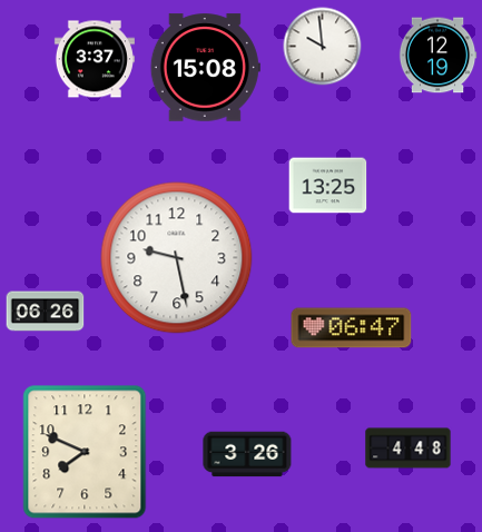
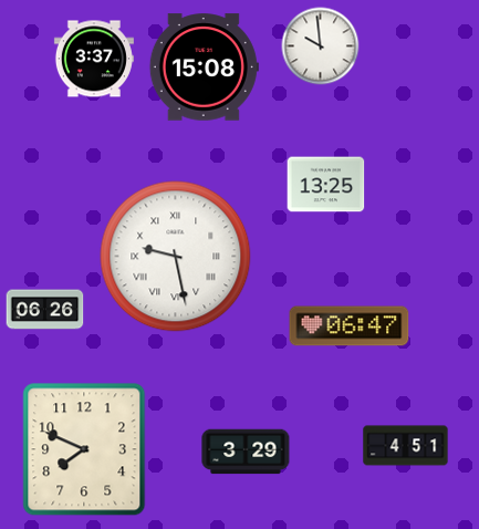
clock at (437, 56): 12:19 -> none
clock at (177, 258) numerals: Arabic -> Roman
clock at (409, 449): 4:48 -> 4:51
clock at (247, 454): 3:26 -> 3:29
